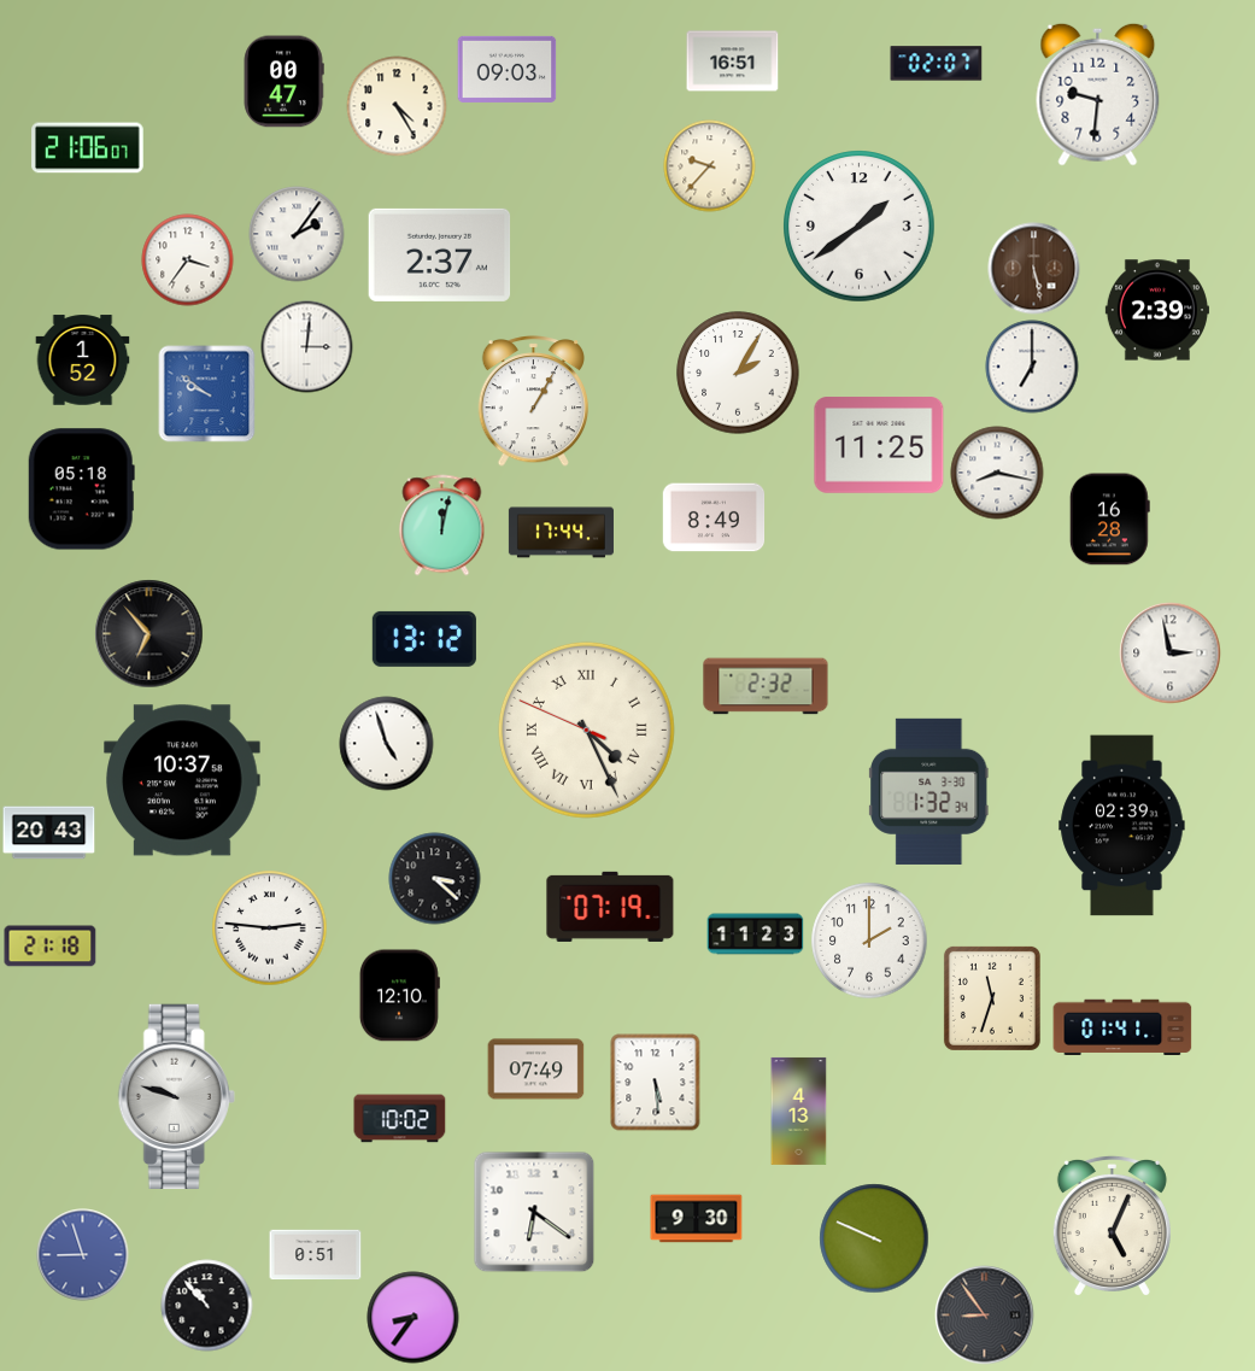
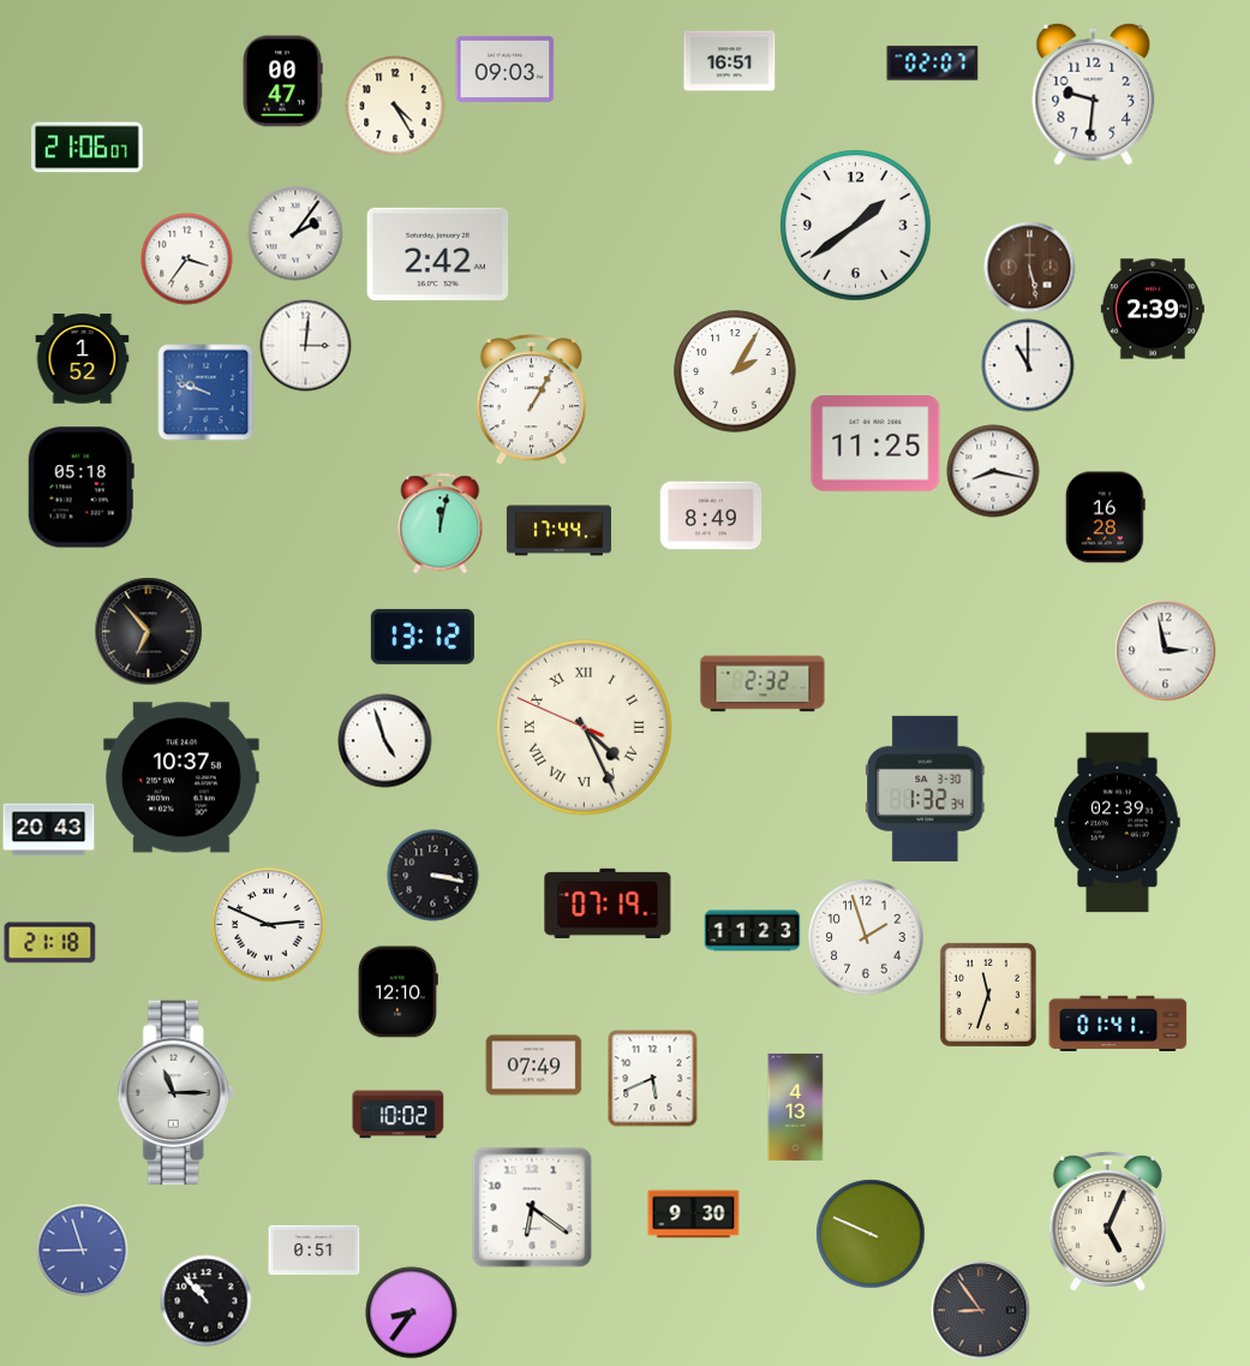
clock at (710, 166): 9:37 -> none
clock at (440, 254): 2:37 -> 2:42
clock at (1032, 367): 7:00 -> 11:00
clock at (207, 394): 9:51 -> 9:48
clock at (435, 879): 3:22 -> 3:17
clock at (270, 928): 2:46 -> 2:49
clock at (869, 941): 2:00 -> 1:57
clock at (656, 1083): 5:29 -> 5:41
clock at (176, 1096): 9:48 -> 11:15
